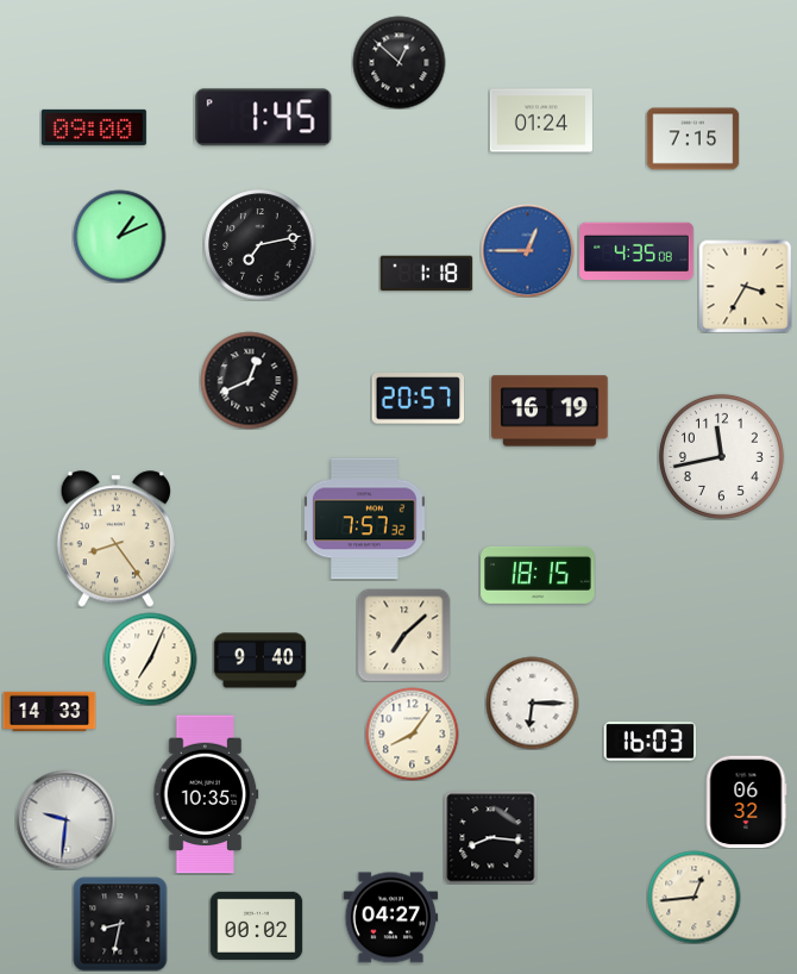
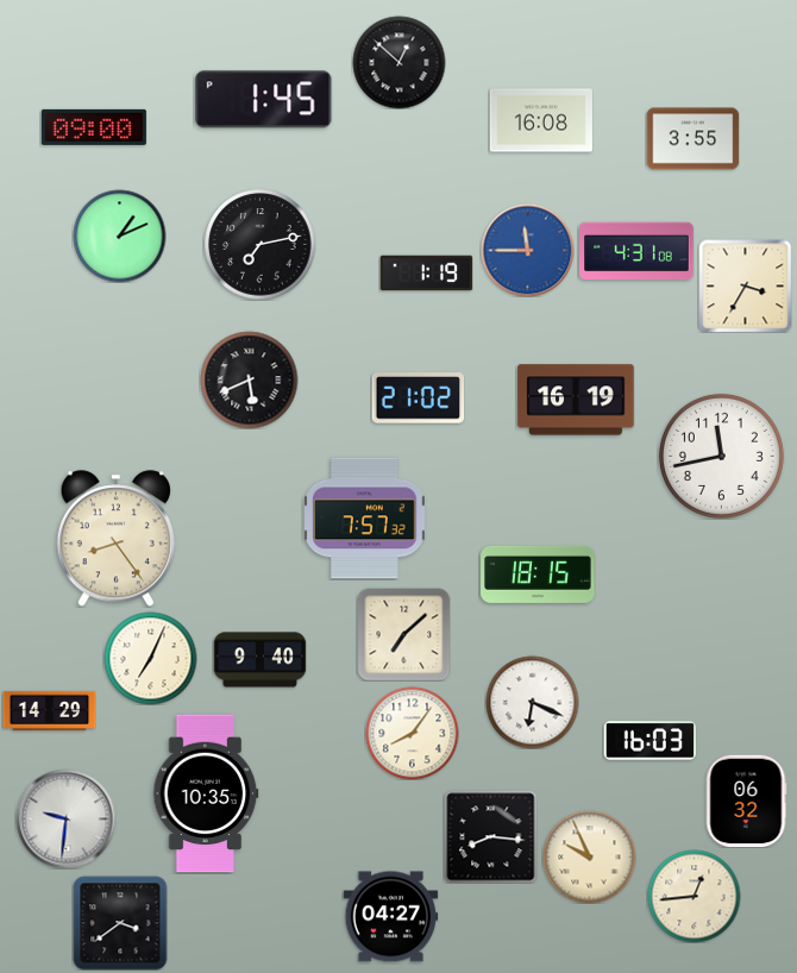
clock at (264, 118) position: (264, 118) -> (264, 100)
clock at (541, 120): 01:24 -> 16:08
clock at (692, 139): 7:15 -> 3:55
clock at (527, 250): 12:45 -> 11:45
clock at (636, 251): 4:35 -> 4:31
clock at (426, 274): 1:18 -> 1:19
clock at (249, 380): 12:41 -> 5:41
clock at (418, 399): 20:57 -> 21:02
clock at (550, 411) position: (550, 411) -> (576, 400)
clock at (532, 703): 6:15 -> 6:19
clock at (49, 711): 14:33 -> 14:29
clock at (589, 856): none -> 9:56
clock at (120, 924): 8:32 -> 3:39
clock at (256, 925): 00:02 -> none
